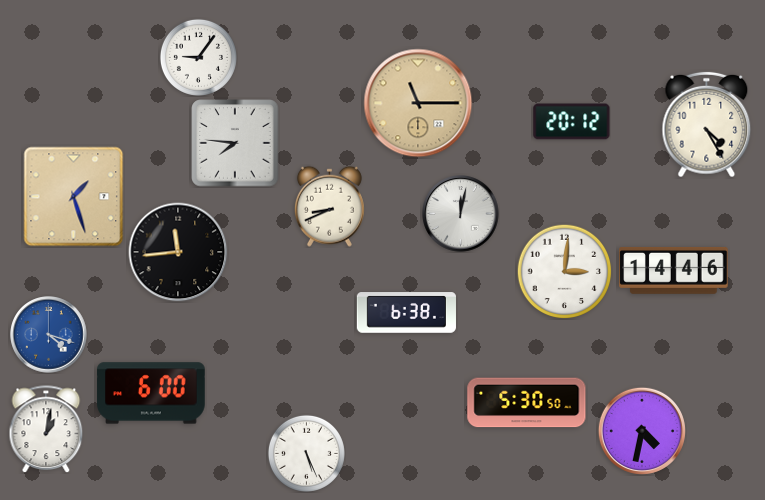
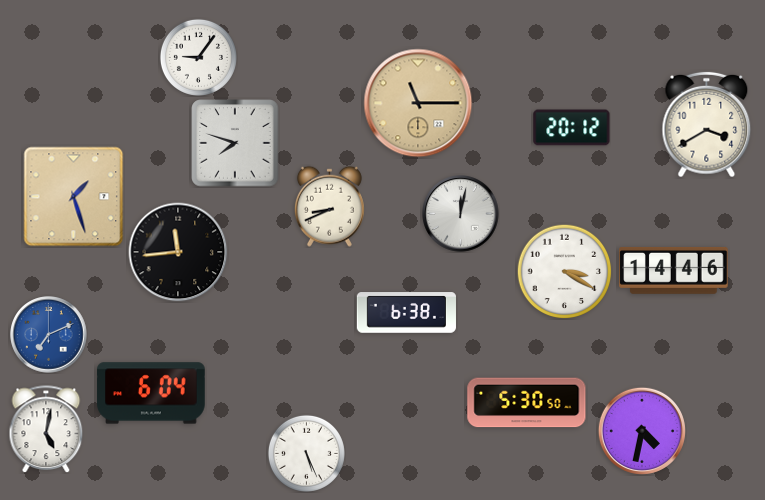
clock at (572, 122) position: (572, 122) -> (572, 128)
clock at (707, 125): 4:25 -> 3:40
clock at (235, 143): 7:46 -> 7:48
clock at (564, 271): 3:01 -> 3:20
clock at (49, 335): 4:18 -> 7:11
clock at (151, 393): 6:00 -> 6:04
clock at (46, 429): 1:02 -> 5:02
